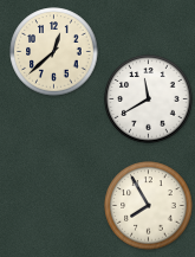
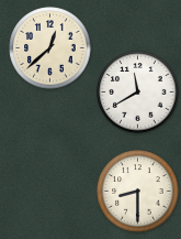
clock at (149, 206): 7:55 -> 8:30
